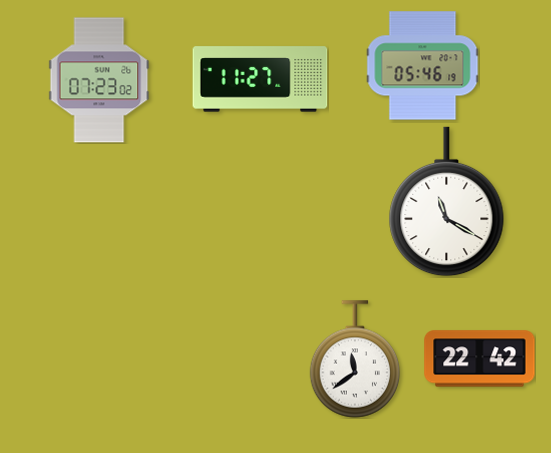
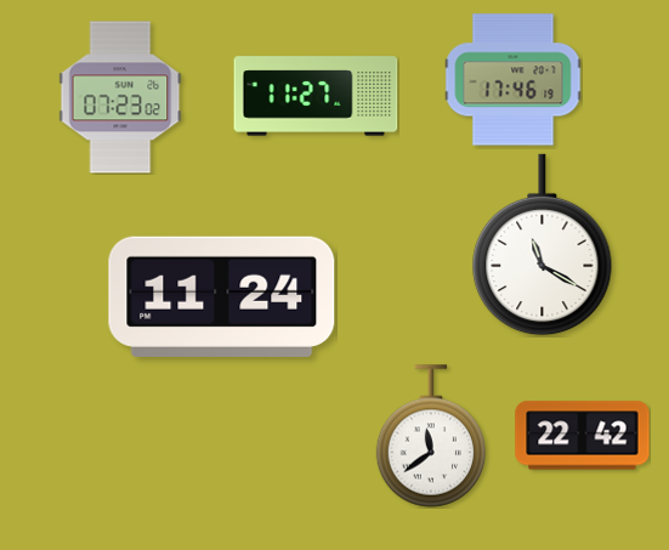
clock at (422, 66): 05:46 -> 17:46
clock at (222, 296): none -> 11:24
